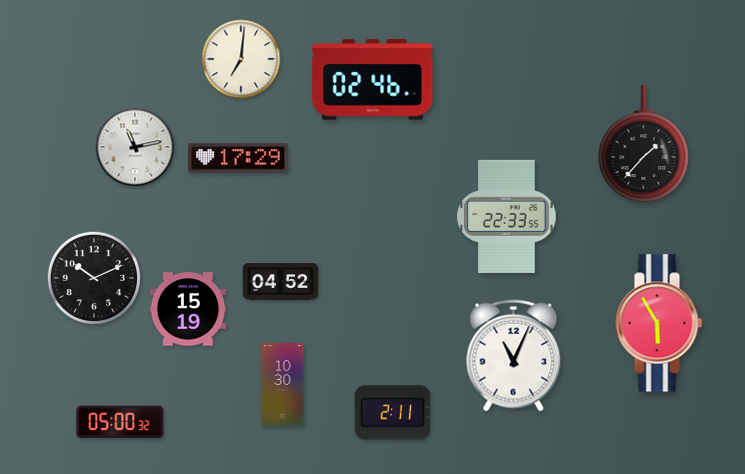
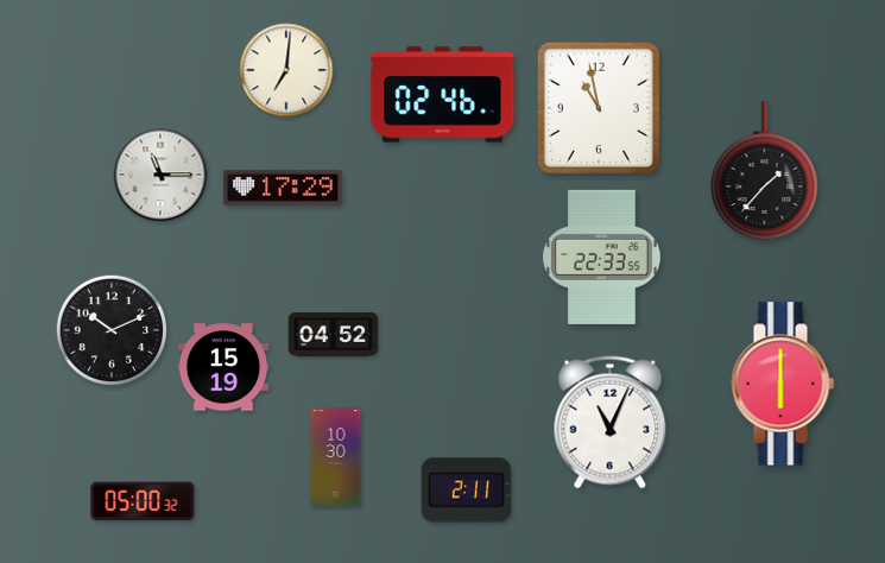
clock at (599, 108): none -> 10:58
clock at (135, 147): 11:13 -> 11:15
clock at (659, 323): 5:55 -> 6:00
